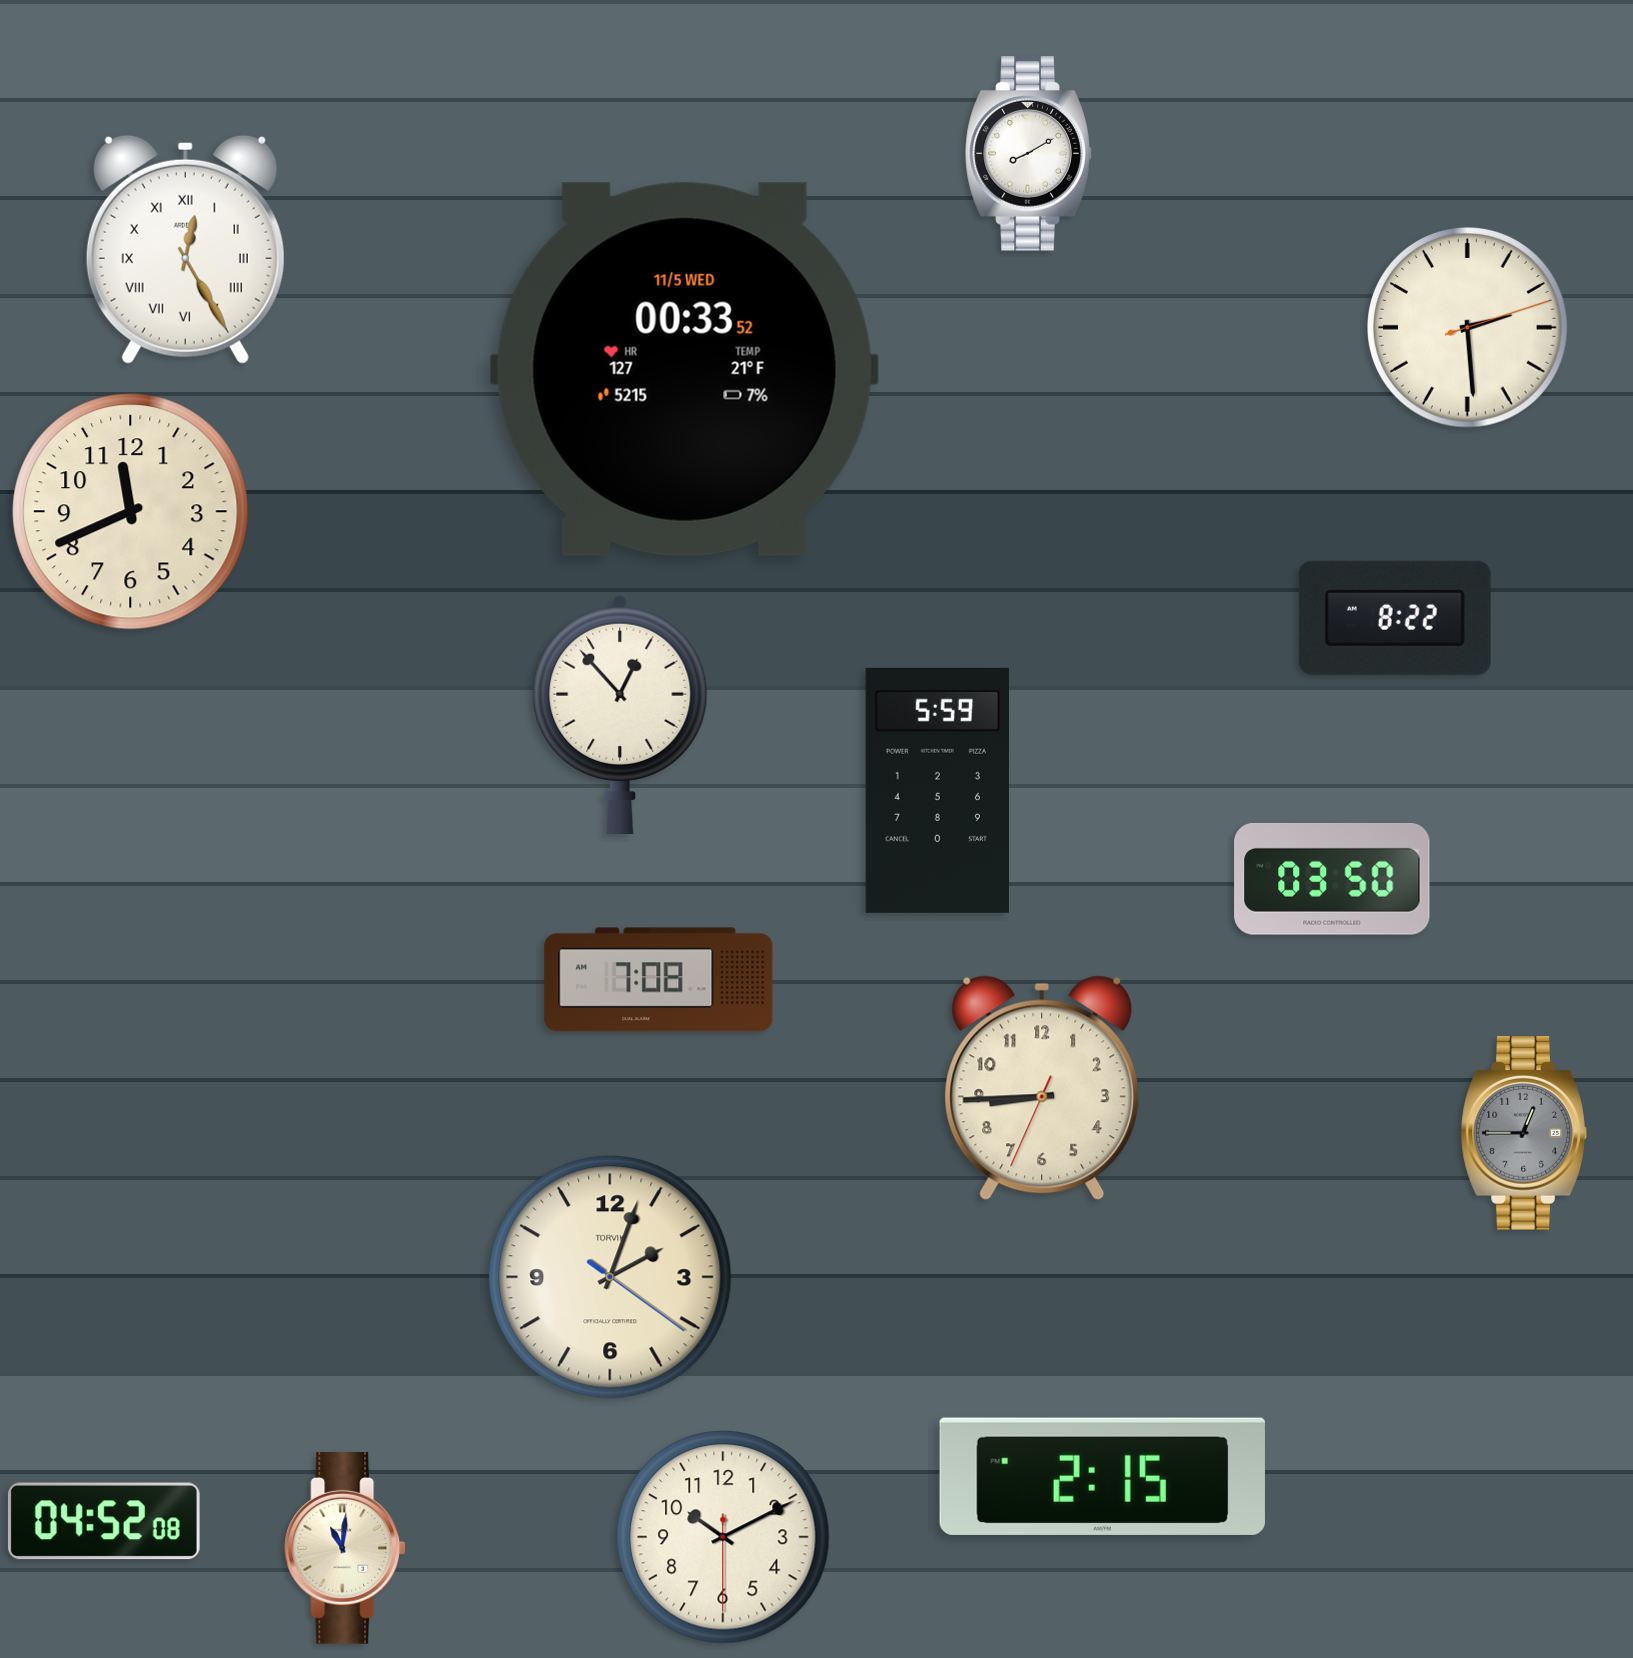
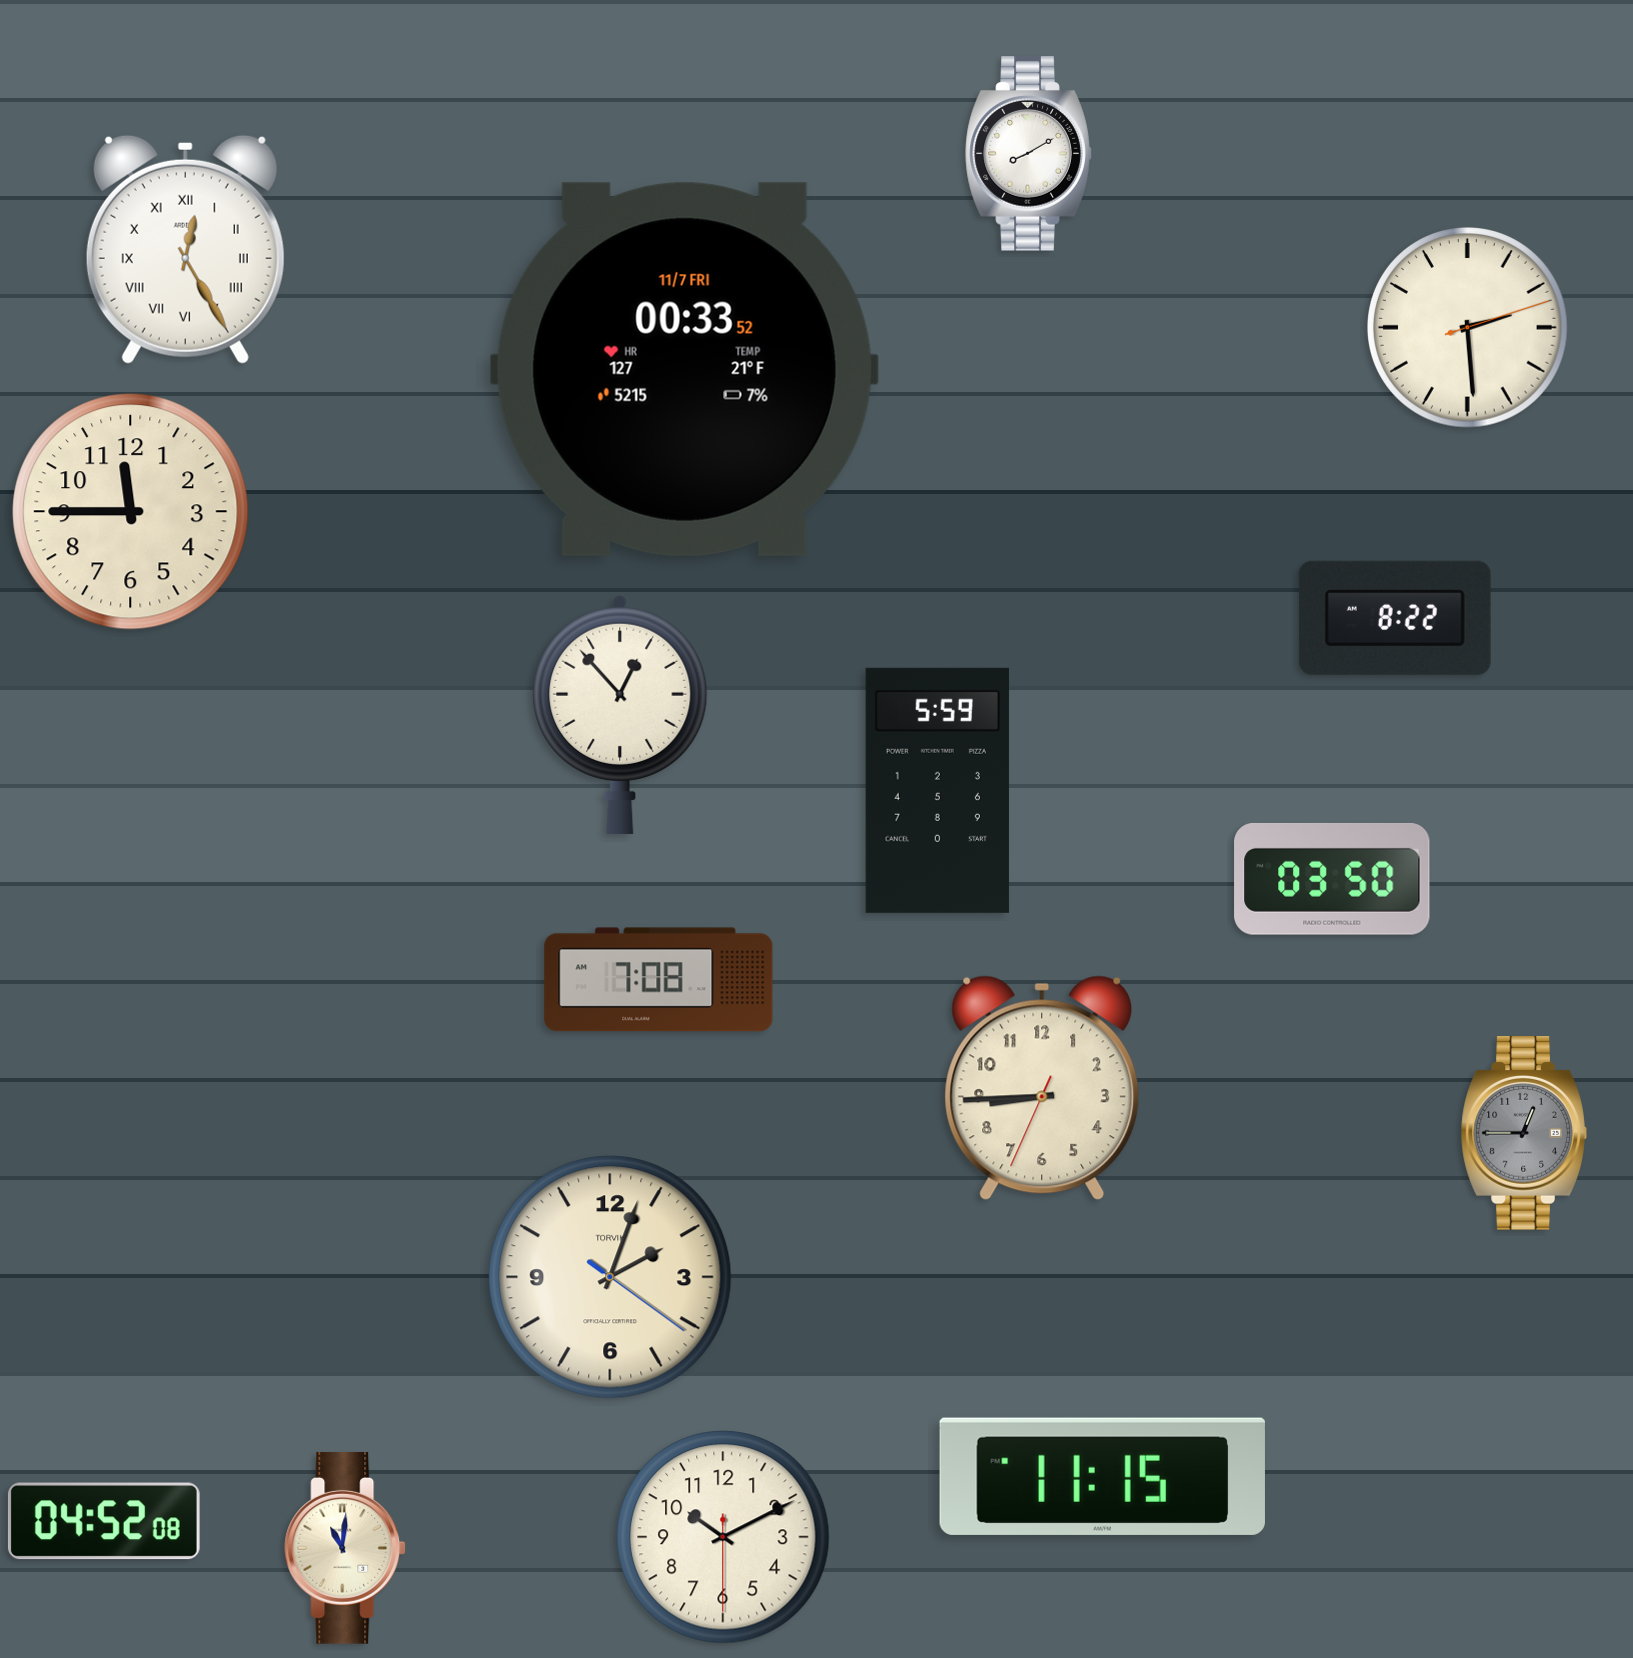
clock at (684, 369) date: 11/5 WED -> 11/7 FRI
clock at (131, 512): 11:41 -> 11:45
clock at (1102, 1476): 2:15 -> 11:15
